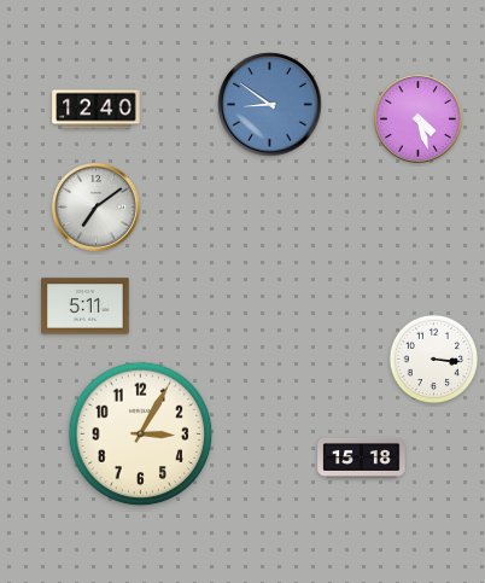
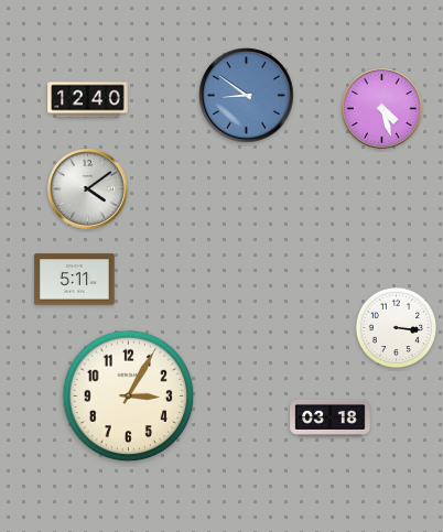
clock at (97, 208): 7:09 -> 4:09
clock at (86, 307) position: (86, 307) -> (75, 280)
clock at (362, 457): 15:18 -> 03:18
